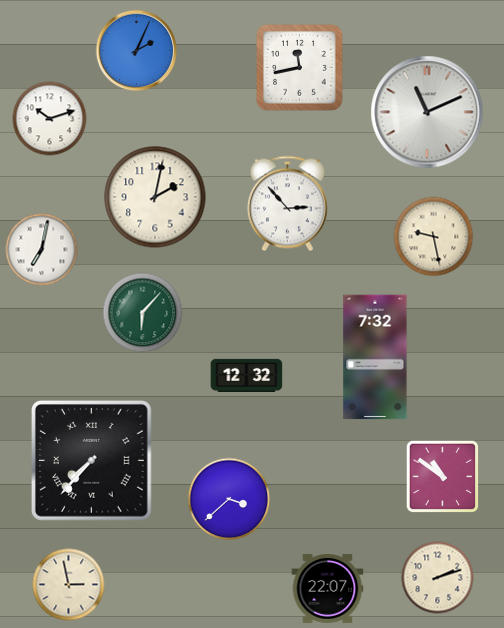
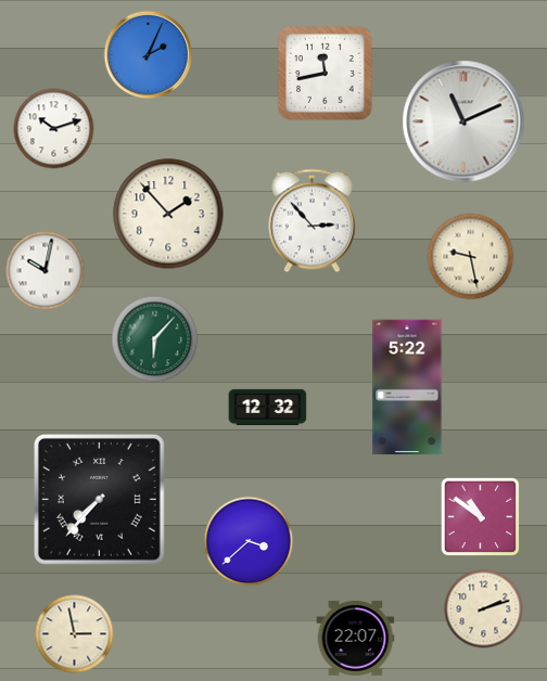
clock at (155, 197): 2:02 -> 1:53
clock at (42, 250): 7:02 -> 10:02
clock at (375, 357): 7:32 -> 5:22
clock at (438, 578) position: (438, 578) -> (484, 609)
